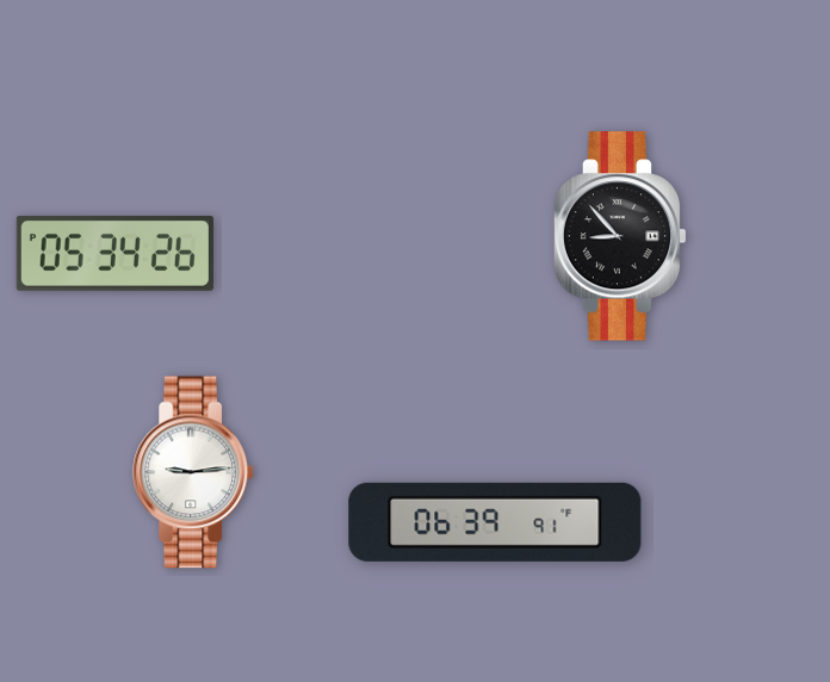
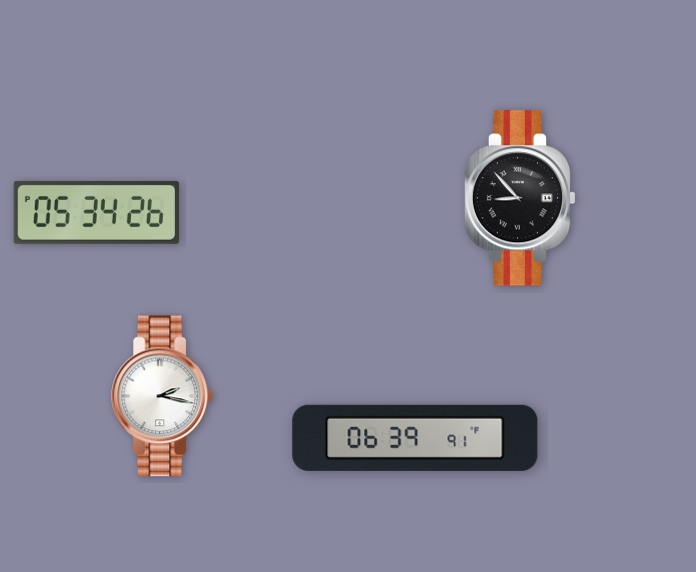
clock at (194, 472): 9:14 -> 2:17
